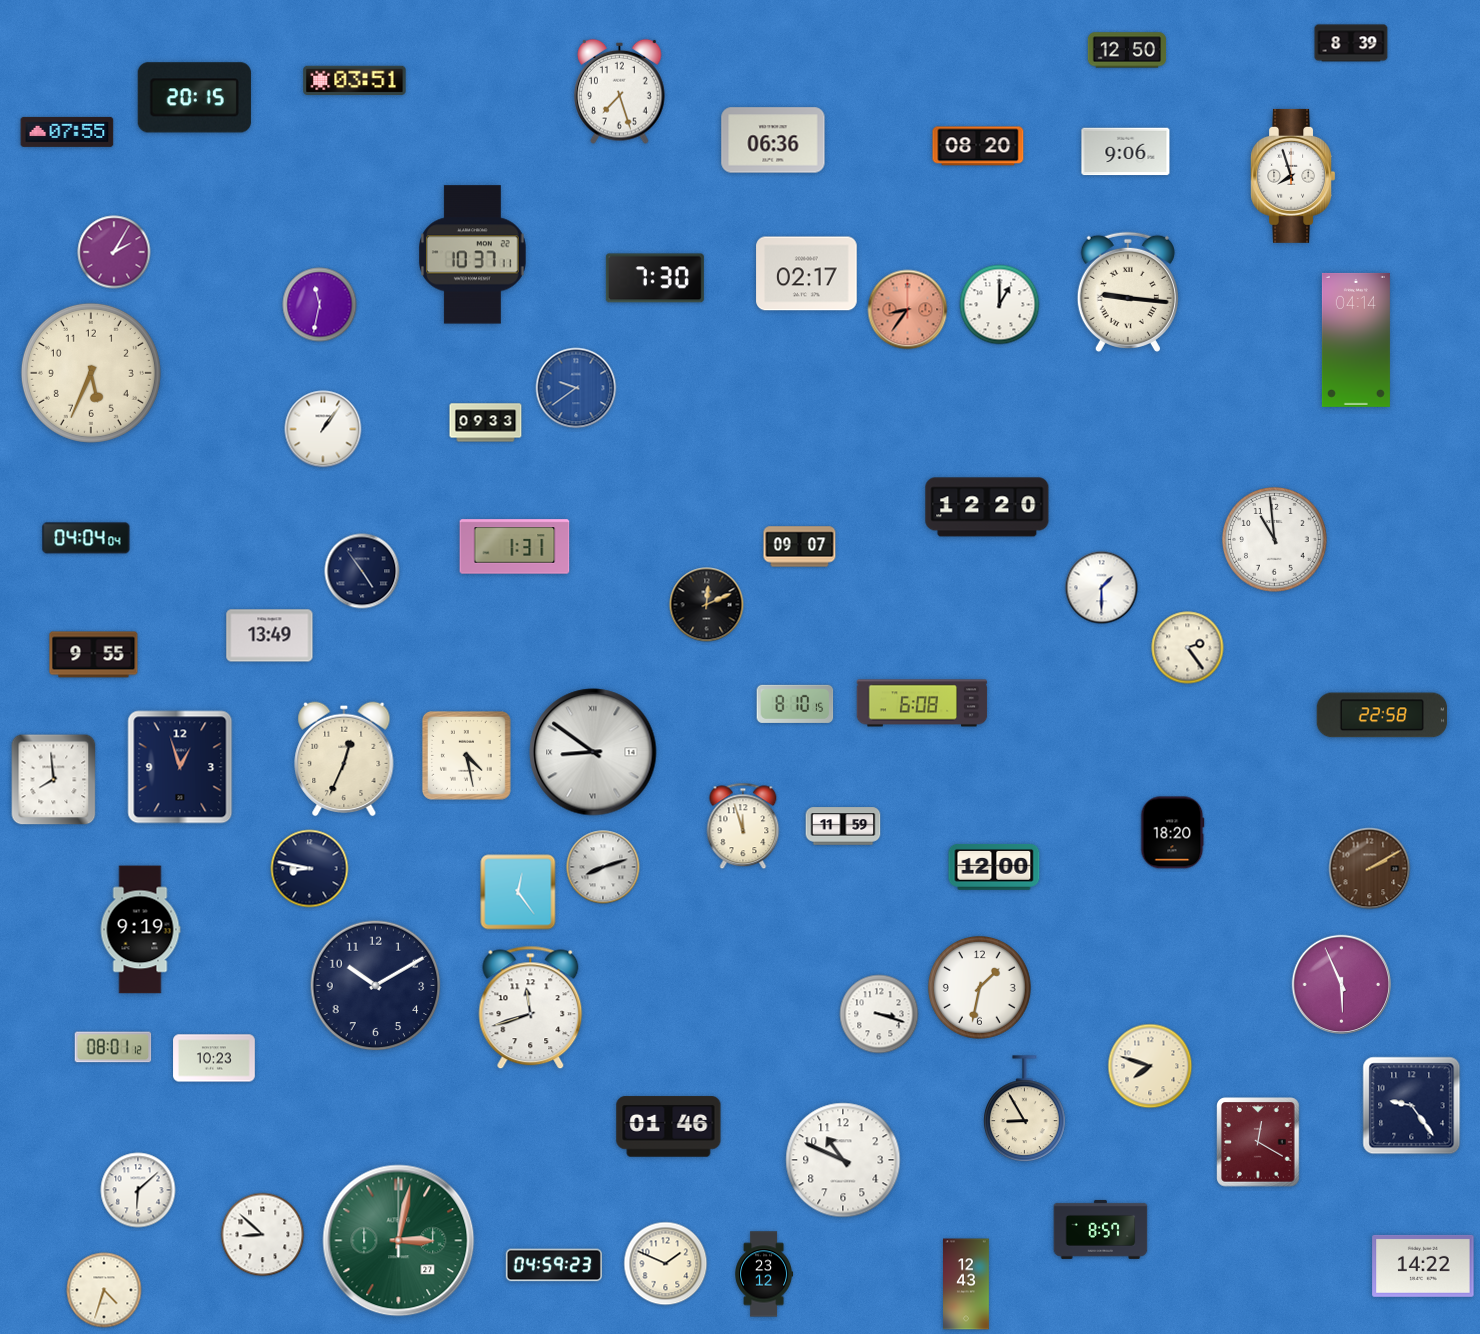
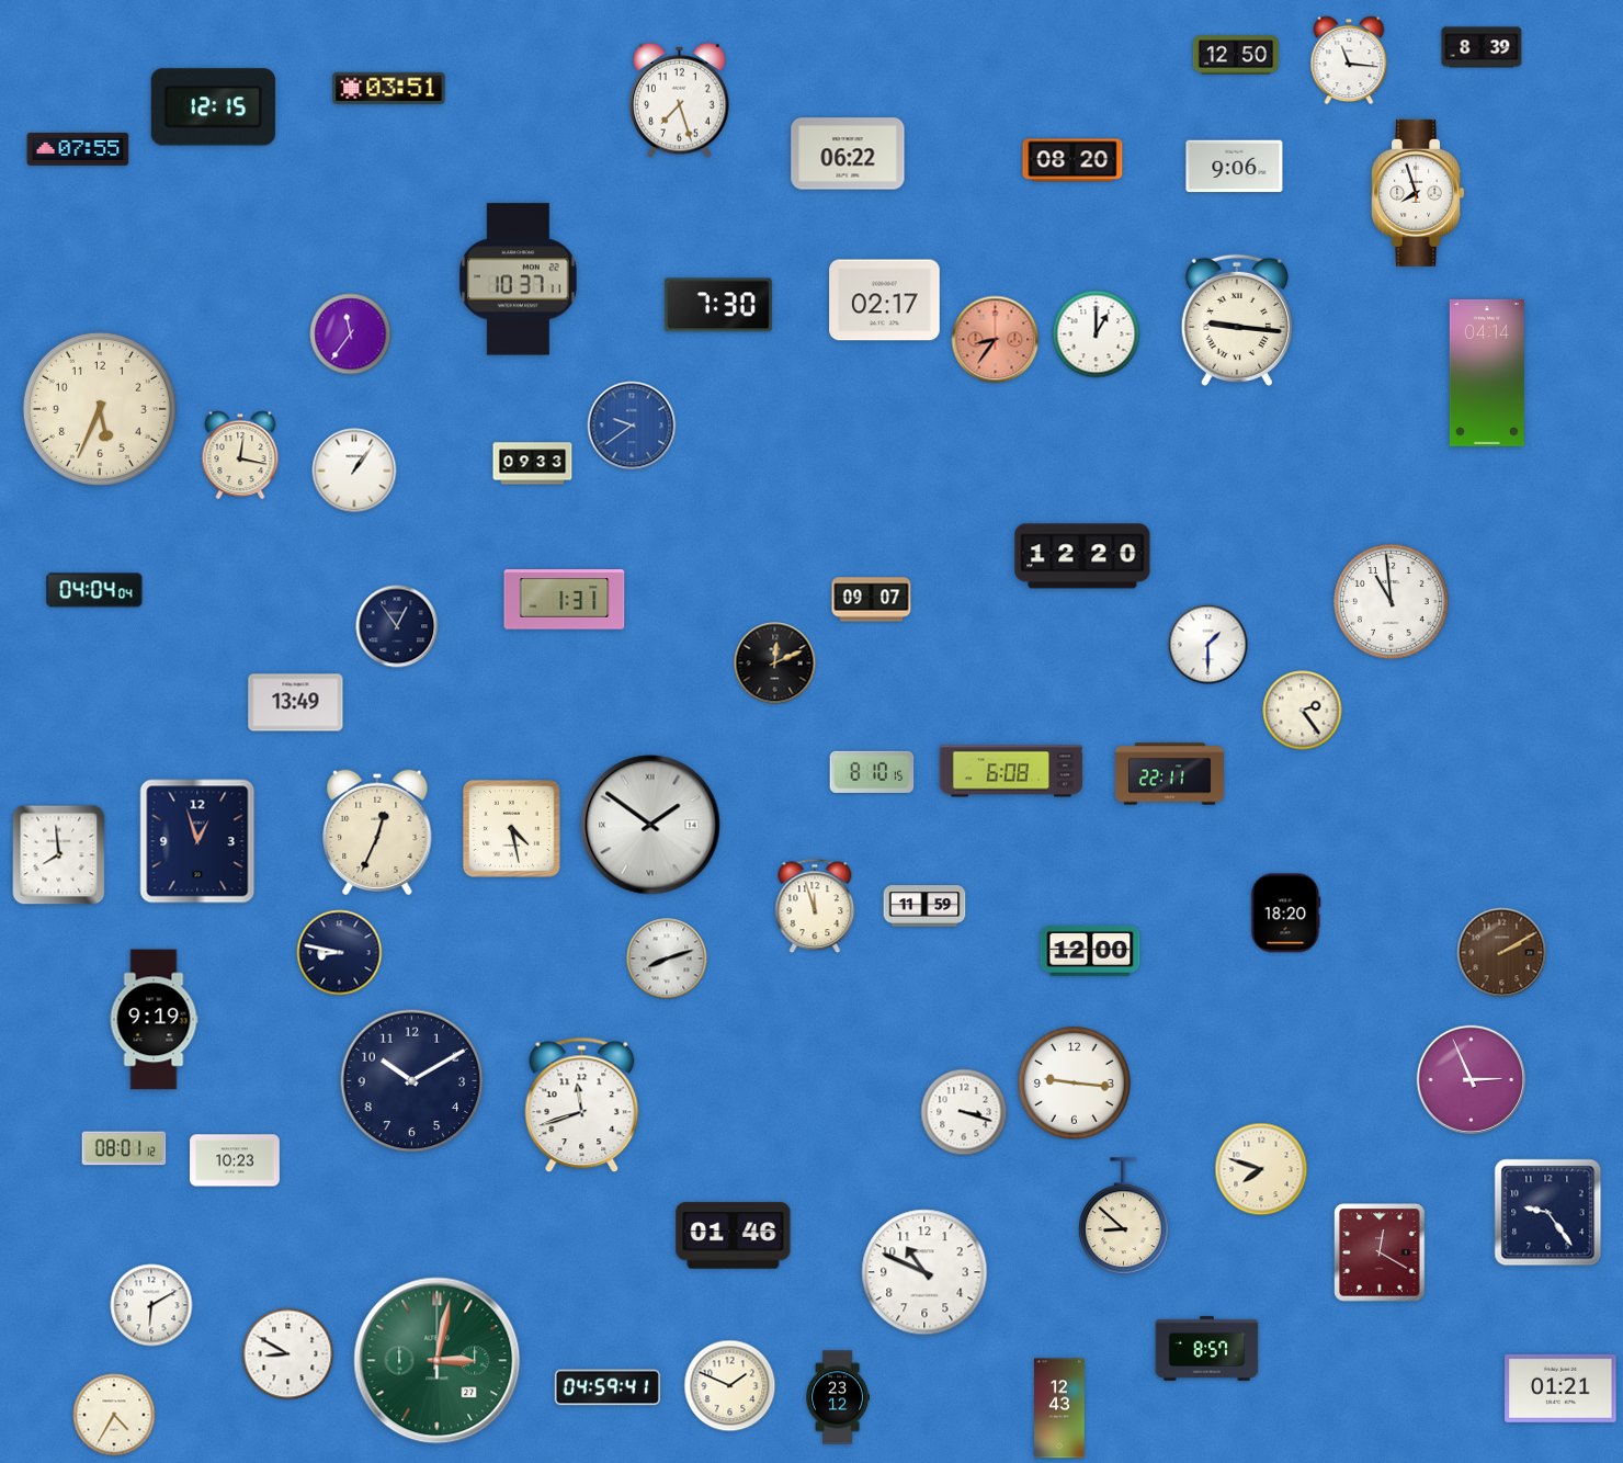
clock at (1349, 60): none -> 11:16
clock at (194, 98): 20:15 -> 12:15
clock at (67, 132) position: (67, 132) -> (78, 149)
clock at (773, 140): 06:36 -> 06:22
clock at (114, 252): 2:05 -> none
clock at (320, 305): 11:32 -> 11:36
clock at (240, 455): none -> 12:17
clock at (1275, 540) position: (1275, 540) -> (1392, 602)
clock at (800, 547) position: (800, 547) -> (872, 600)
clock at (362, 571): 4:54 -> 12:54
clock at (270, 636) position: (270, 636) -> (296, 703)
clock at (94, 655): 9:55 -> none
clock at (1170, 774): none -> 22:11
clock at (1382, 715): 22:58 -> none
clock at (593, 752): 8:51 -> 1:51
clock at (603, 867) position: (603, 867) -> (667, 959)
clock at (518, 892): 12:24 -> none
clock at (1341, 984): 5:56 -> 2:56
clock at (979, 987): 1:32 -> 9:16
clock at (1025, 1109): 8:55 -> 8:52
clock at (138, 1190): 6:08 -> 6:10
clock at (263, 1235): 8:52 -> 8:50
clock at (554, 1265): 04:59:23 -> 04:59:41
clock at (1423, 1266): 14:22 -> 01:21
clock at (104, 1290): 4:33 -> 4:35
